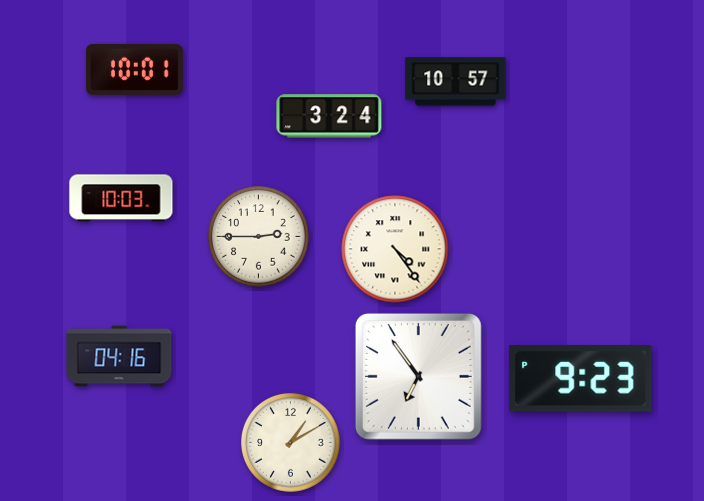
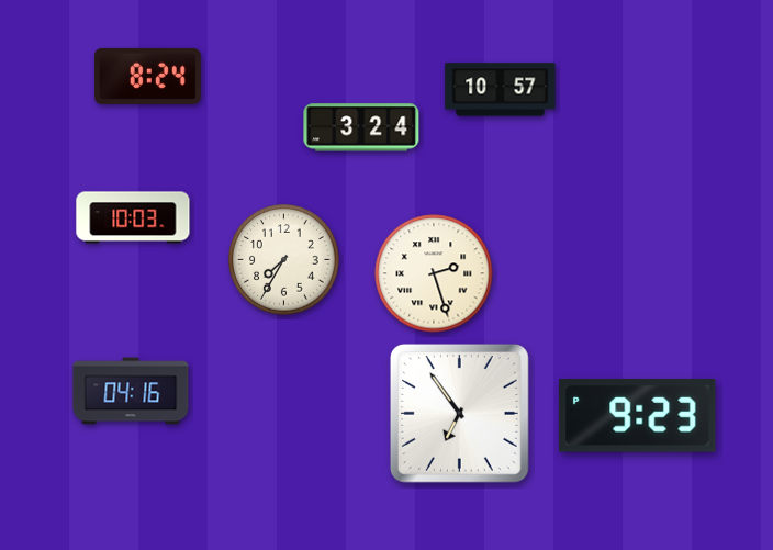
clock at (135, 69): 10:01 -> 8:24
clock at (259, 237): 2:45 -> 7:35
clock at (395, 249): 4:24 -> 2:27
clock at (291, 443): 1:10 -> none
